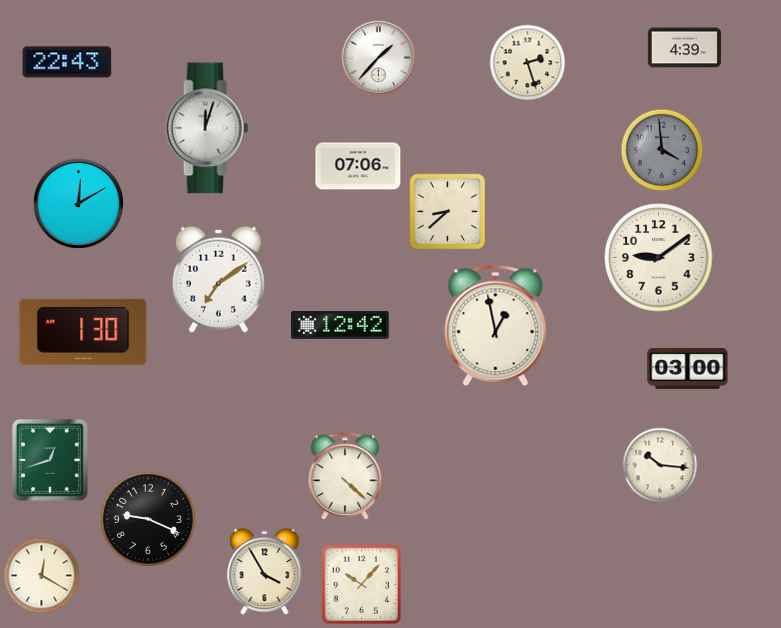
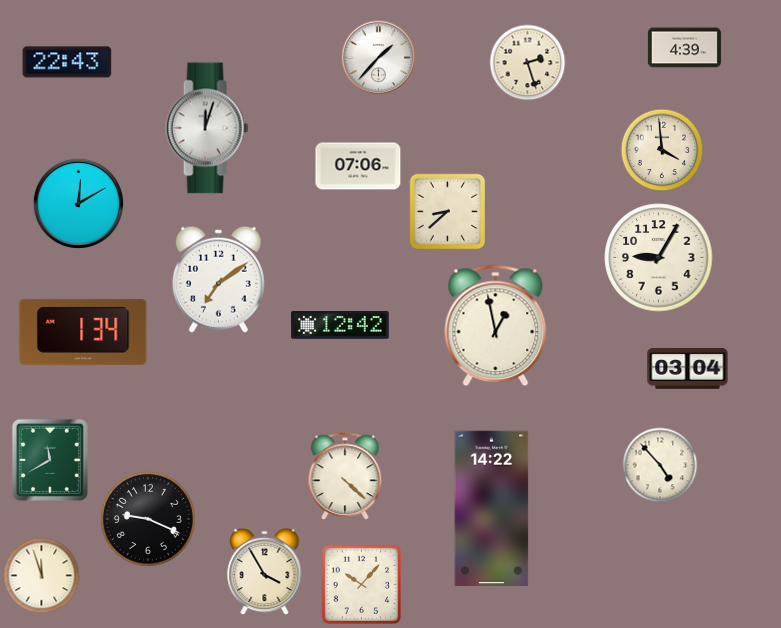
clock at (662, 150) dial: grey -> cream
clock at (659, 258): 9:09 -> 9:05
clock at (83, 332): 1:30 -> 1:34
clock at (688, 369): 03:00 -> 03:04
clock at (50, 460): 12:42 -> 11:40
clock at (660, 465): 10:16 -> 4:53
clock at (492, 509): none -> 14:22
clock at (42, 576): 12:20 -> 11:57
